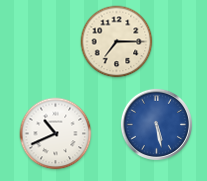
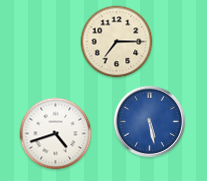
clock at (156, 124) position: (156, 124) -> (149, 121)
clock at (56, 134): 10:41 -> 4:42
